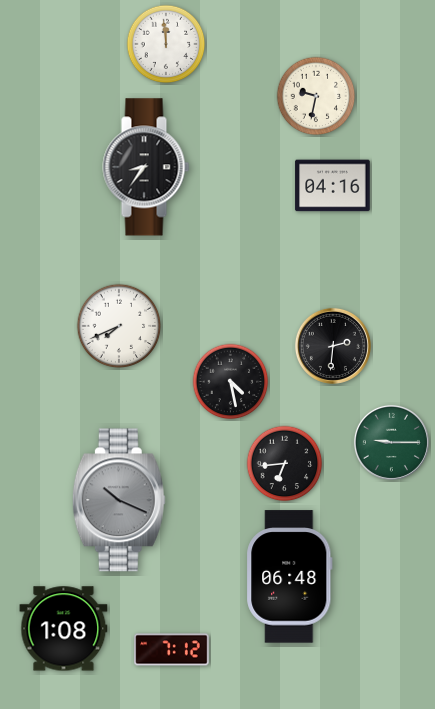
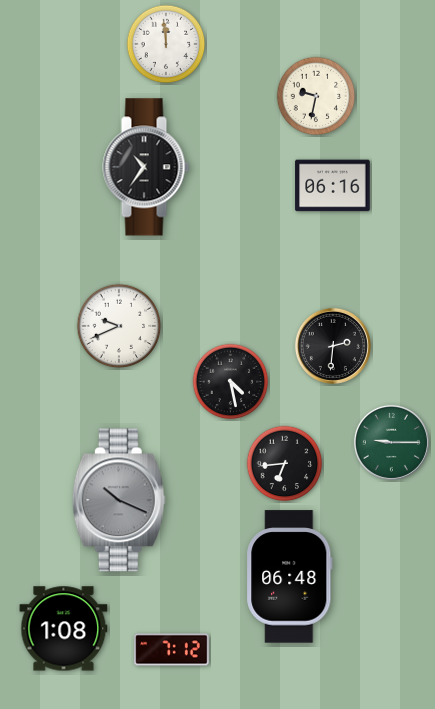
clock at (146, 167): 8:36 -> 10:36
clock at (333, 186): 04:16 -> 06:16
clock at (119, 326): 7:41 -> 9:41
